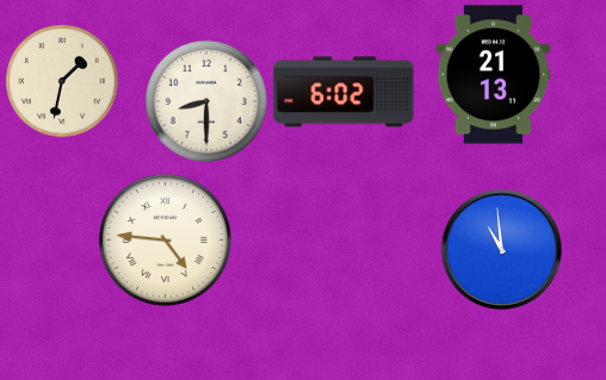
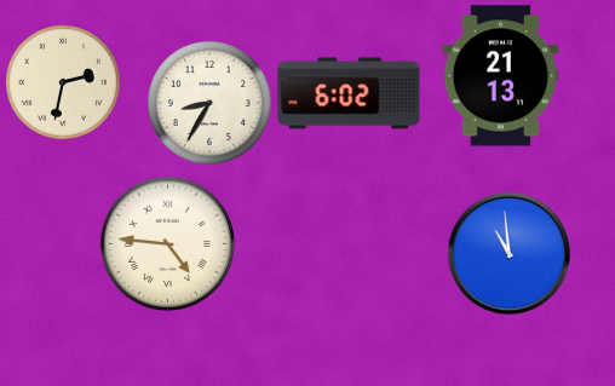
clock at (62, 81): 1:32 -> 2:32
clock at (206, 101): 8:30 -> 8:35
